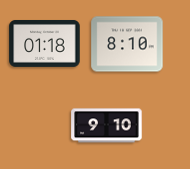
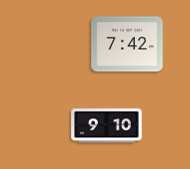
clock at (45, 43): 01:18 -> none
clock at (127, 44): 8:10 -> 7:42
